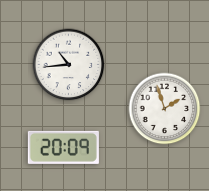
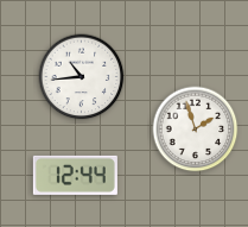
clock at (63, 147): 20:09 -> 12:44
